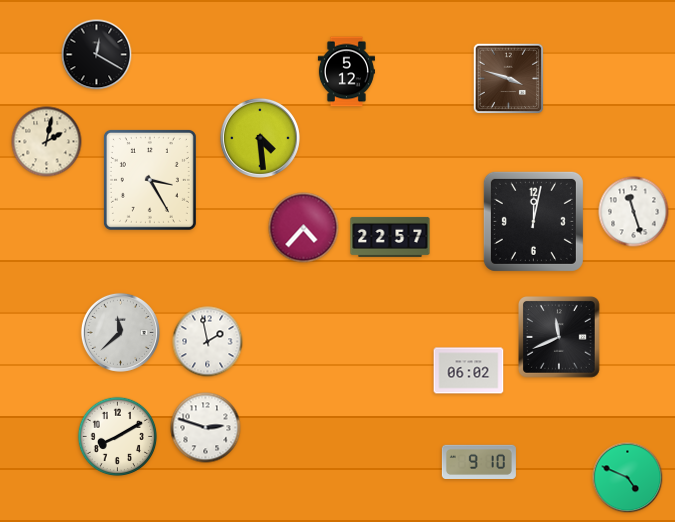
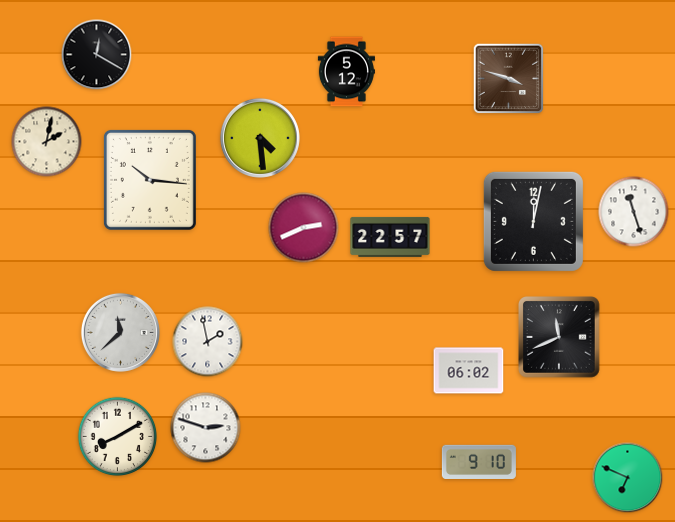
clock at (150, 180): 3:25 -> 10:16
clock at (304, 228): 4:37 -> 2:41
clock at (628, 478): 4:49 -> 6:49
